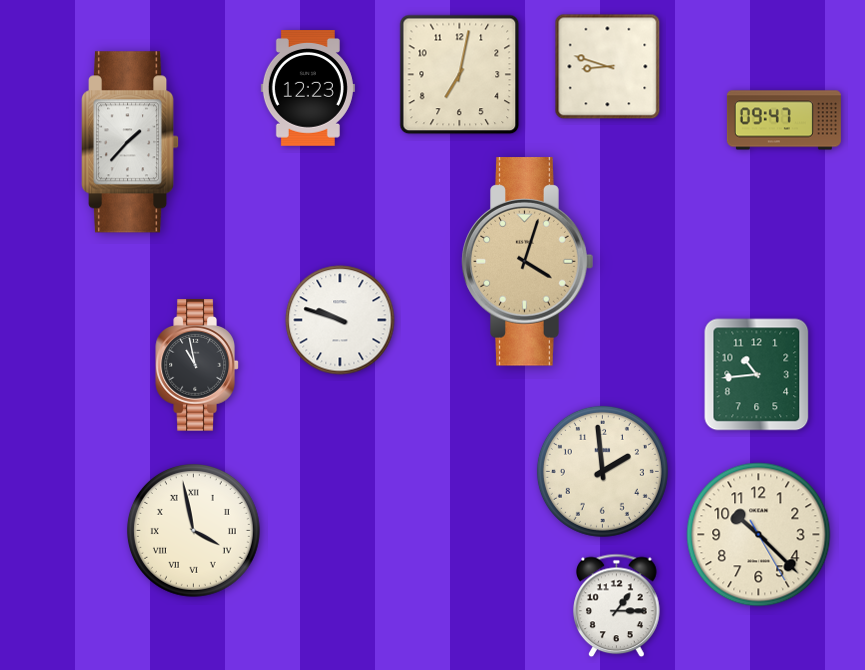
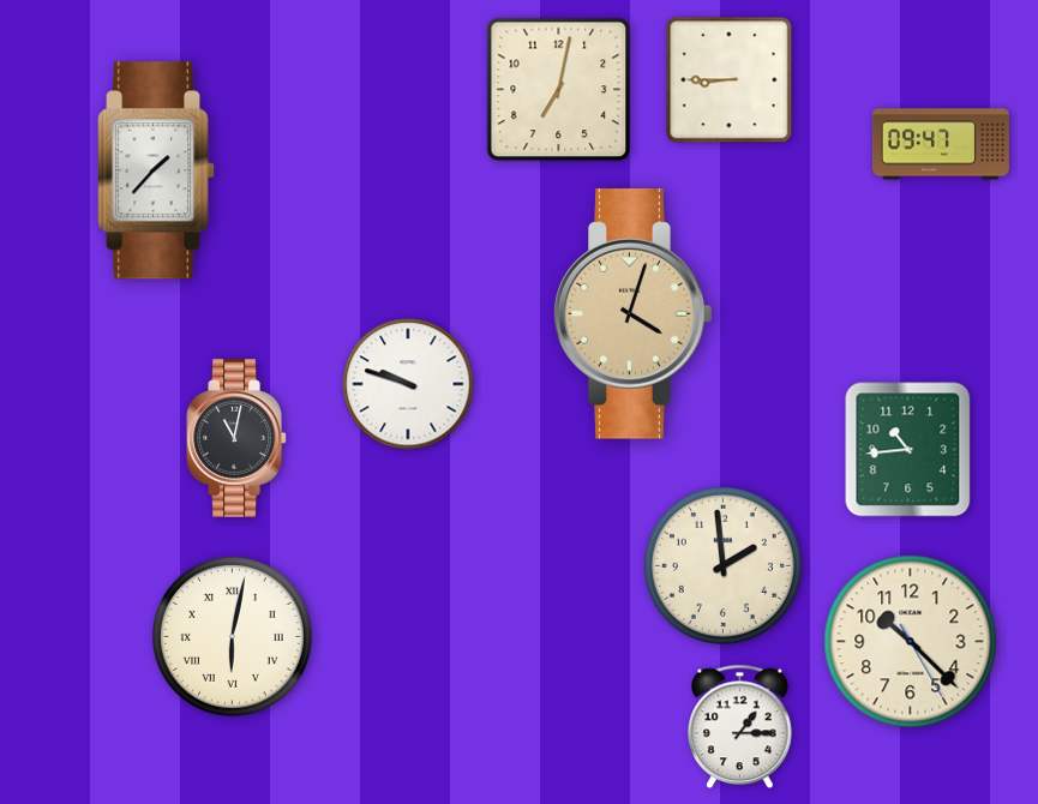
clock at (608, 67): 8:48 -> 8:45
clock at (460, 75) position: (460, 75) -> (559, 90)
clock at (308, 89): 12:23 -> none
clock at (197, 365): 10:58 -> 11:02
clock at (193, 530): 3:58 -> 6:02
